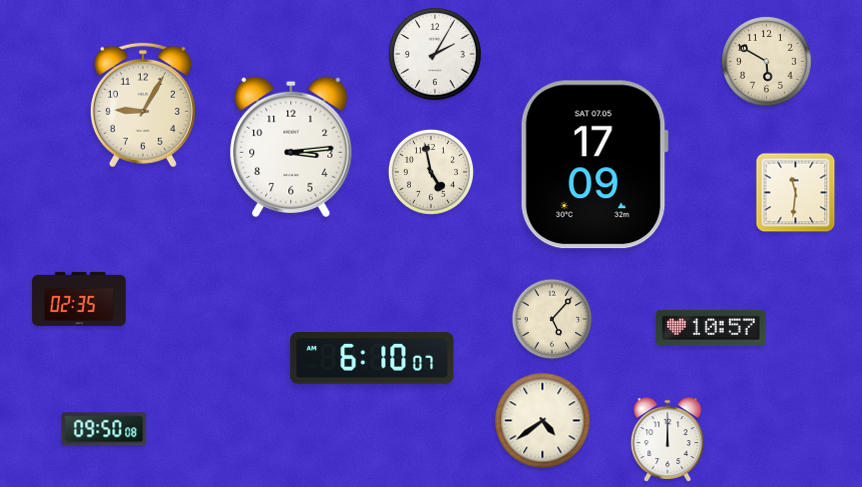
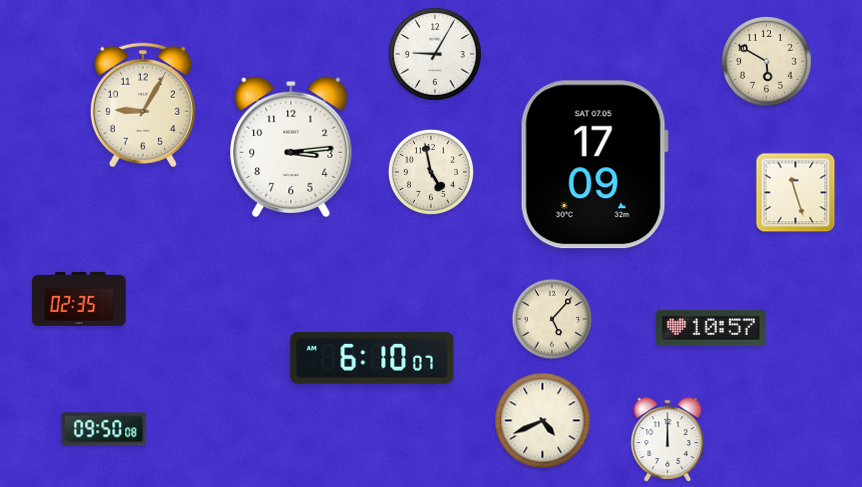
clock at (435, 54): 2:05 -> 9:05
clock at (796, 193): 11:31 -> 11:27
clock at (543, 421): 4:39 -> 4:41
